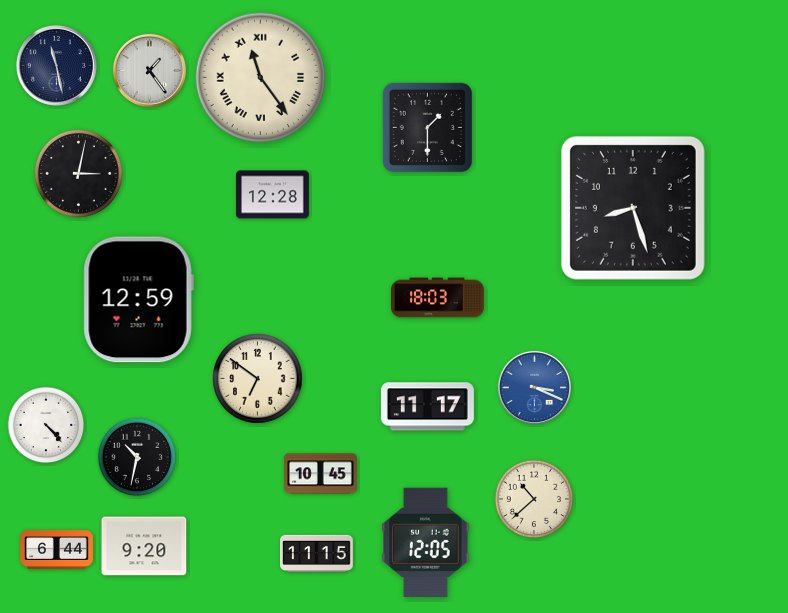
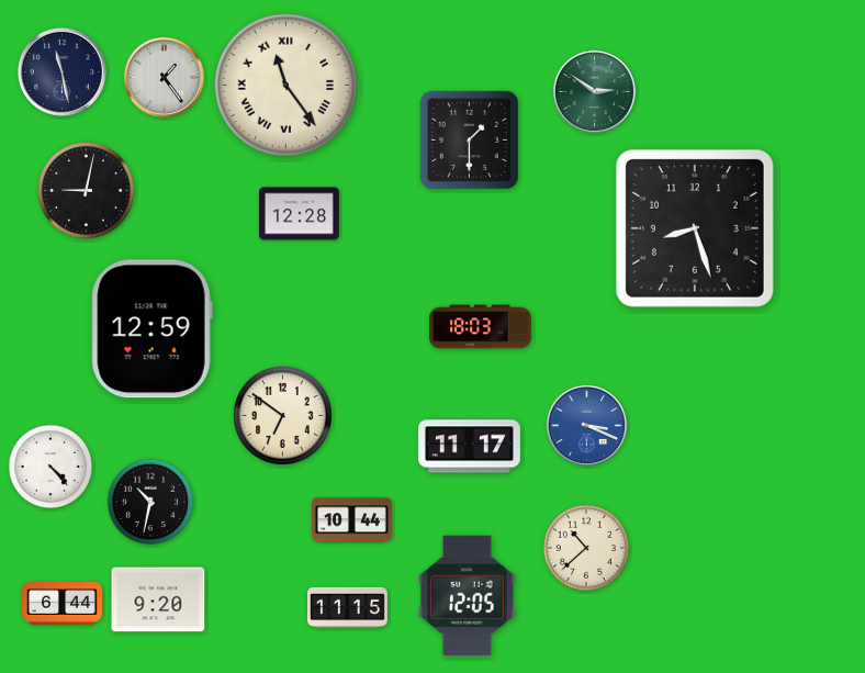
clock at (594, 91): none -> 2:51
clock at (78, 173): 3:02 -> 9:02
clock at (320, 474): 10:45 -> 10:44
